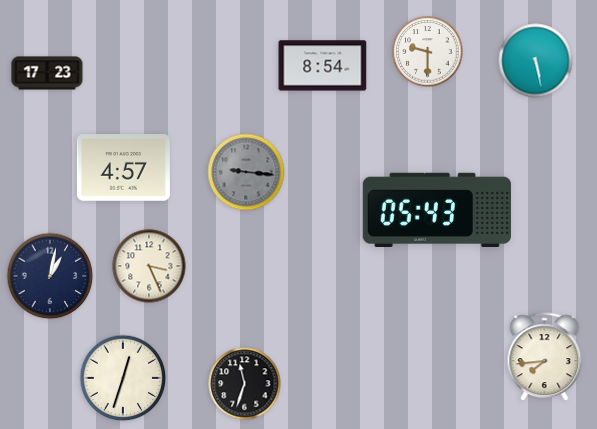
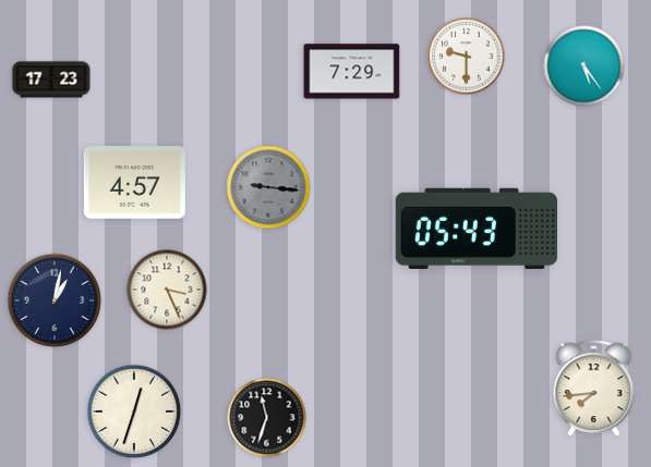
clock at (536, 61): 5:28 -> 5:24
clock at (323, 66): 8:54 -> 7:29
clock at (149, 266) position: (149, 266) -> (167, 290)
